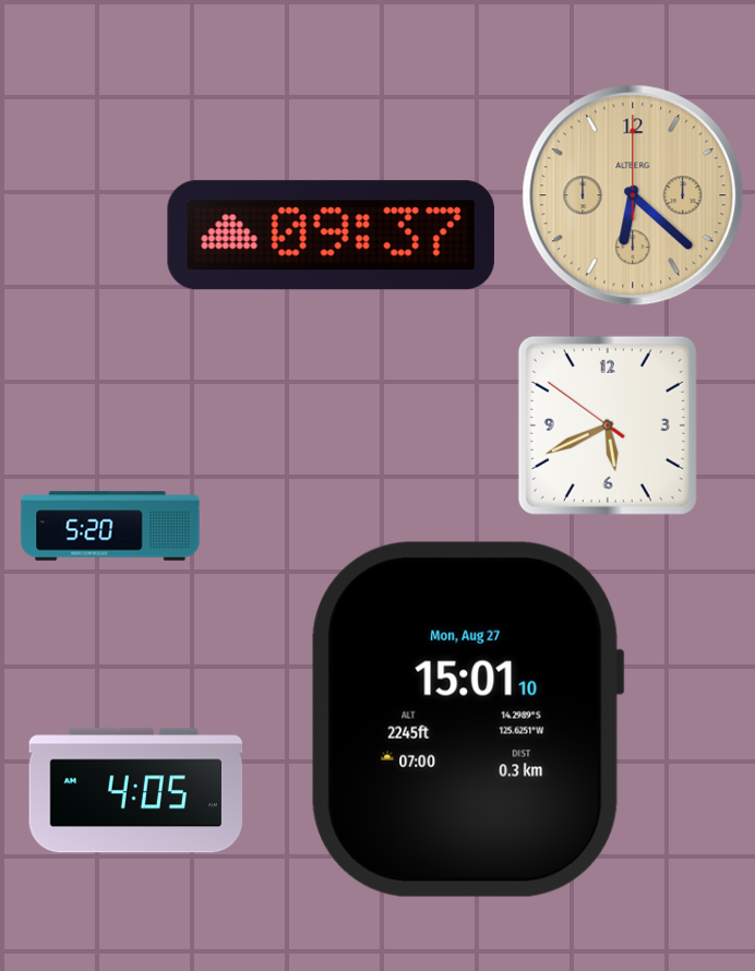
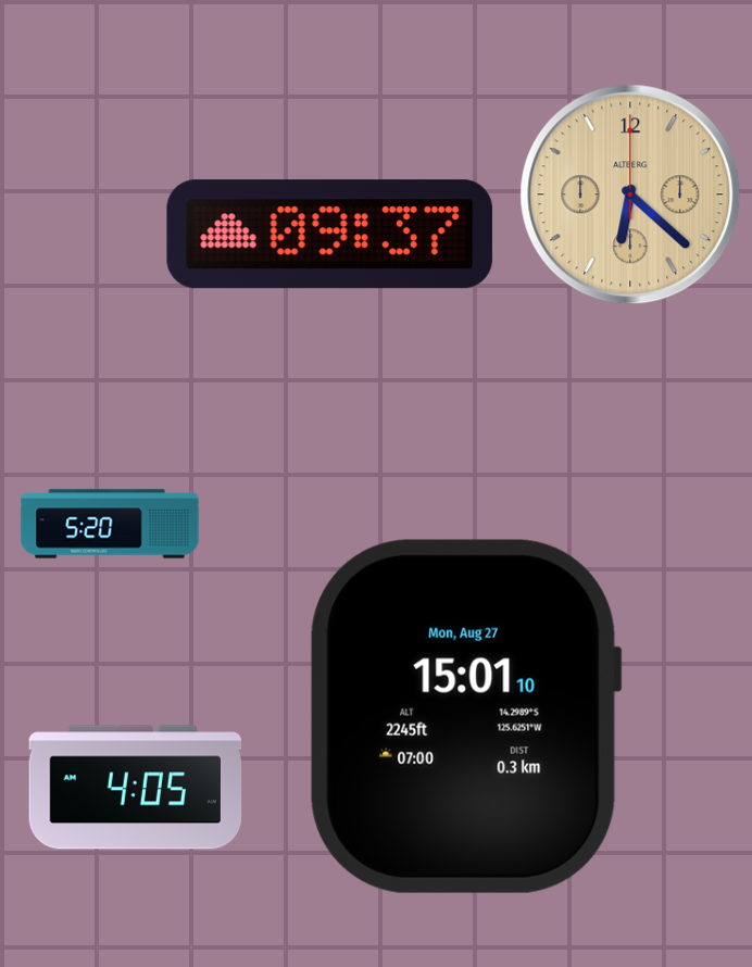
clock at (608, 425): 5:40 -> none
